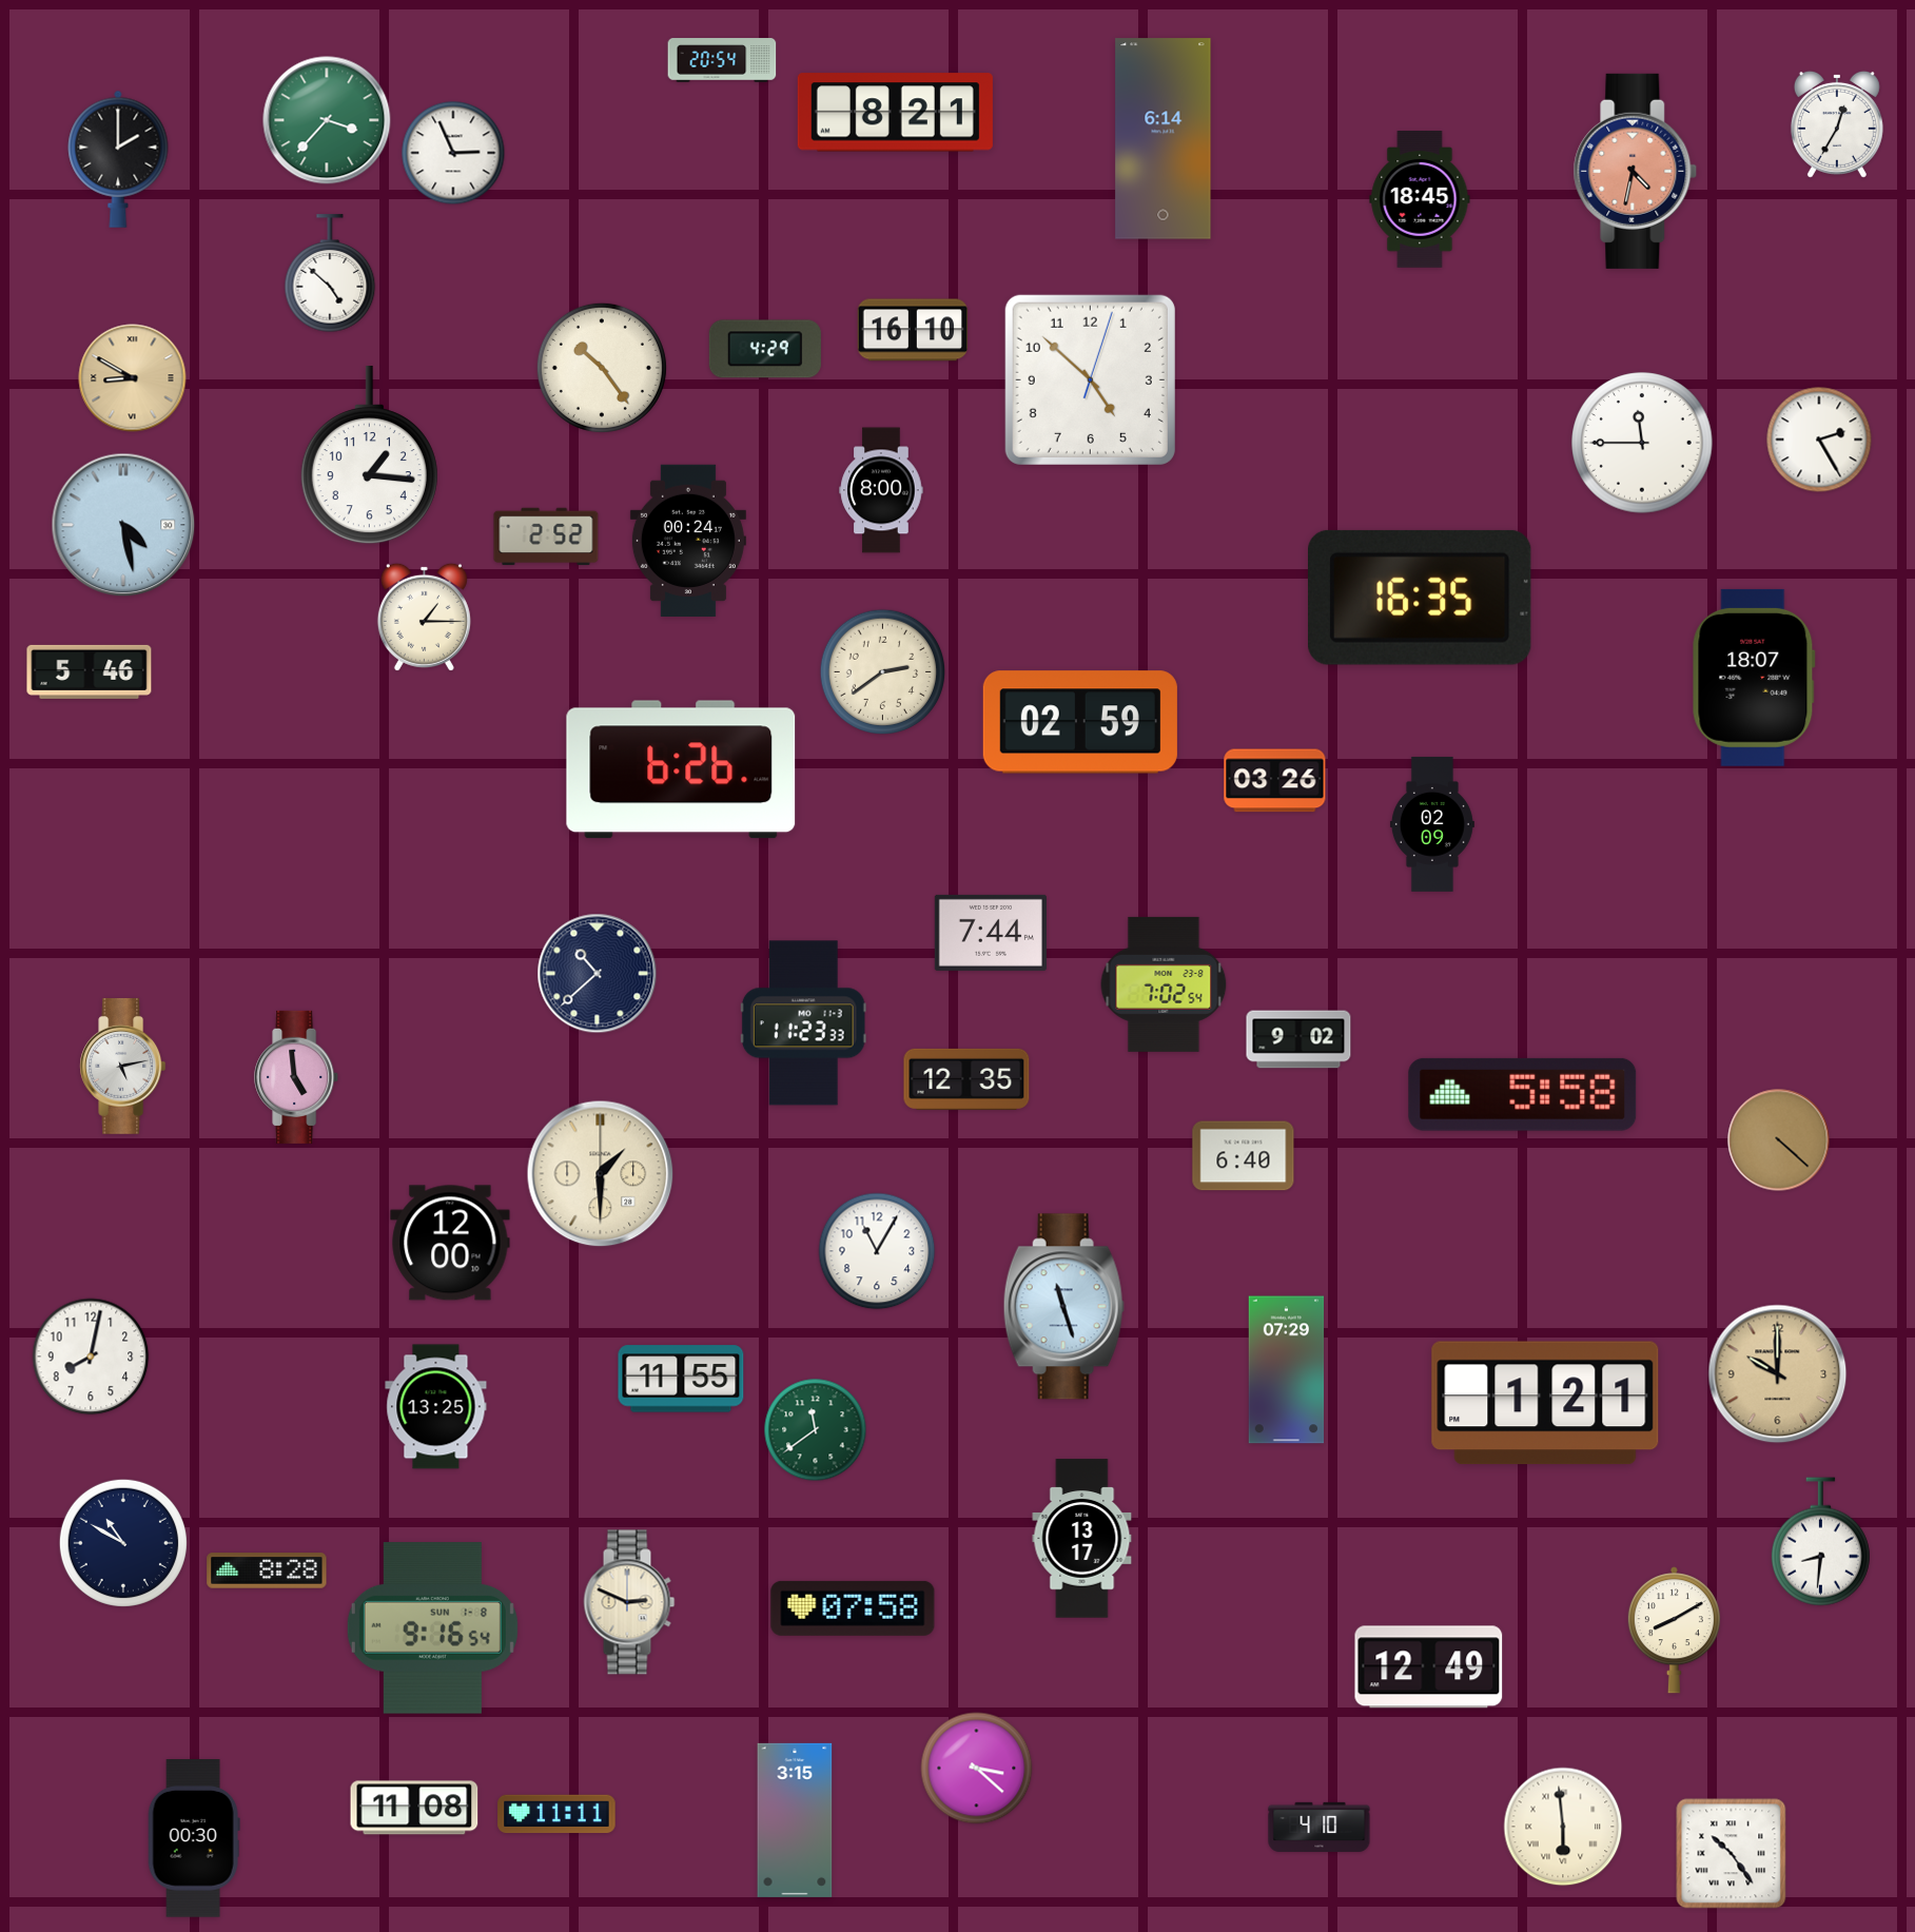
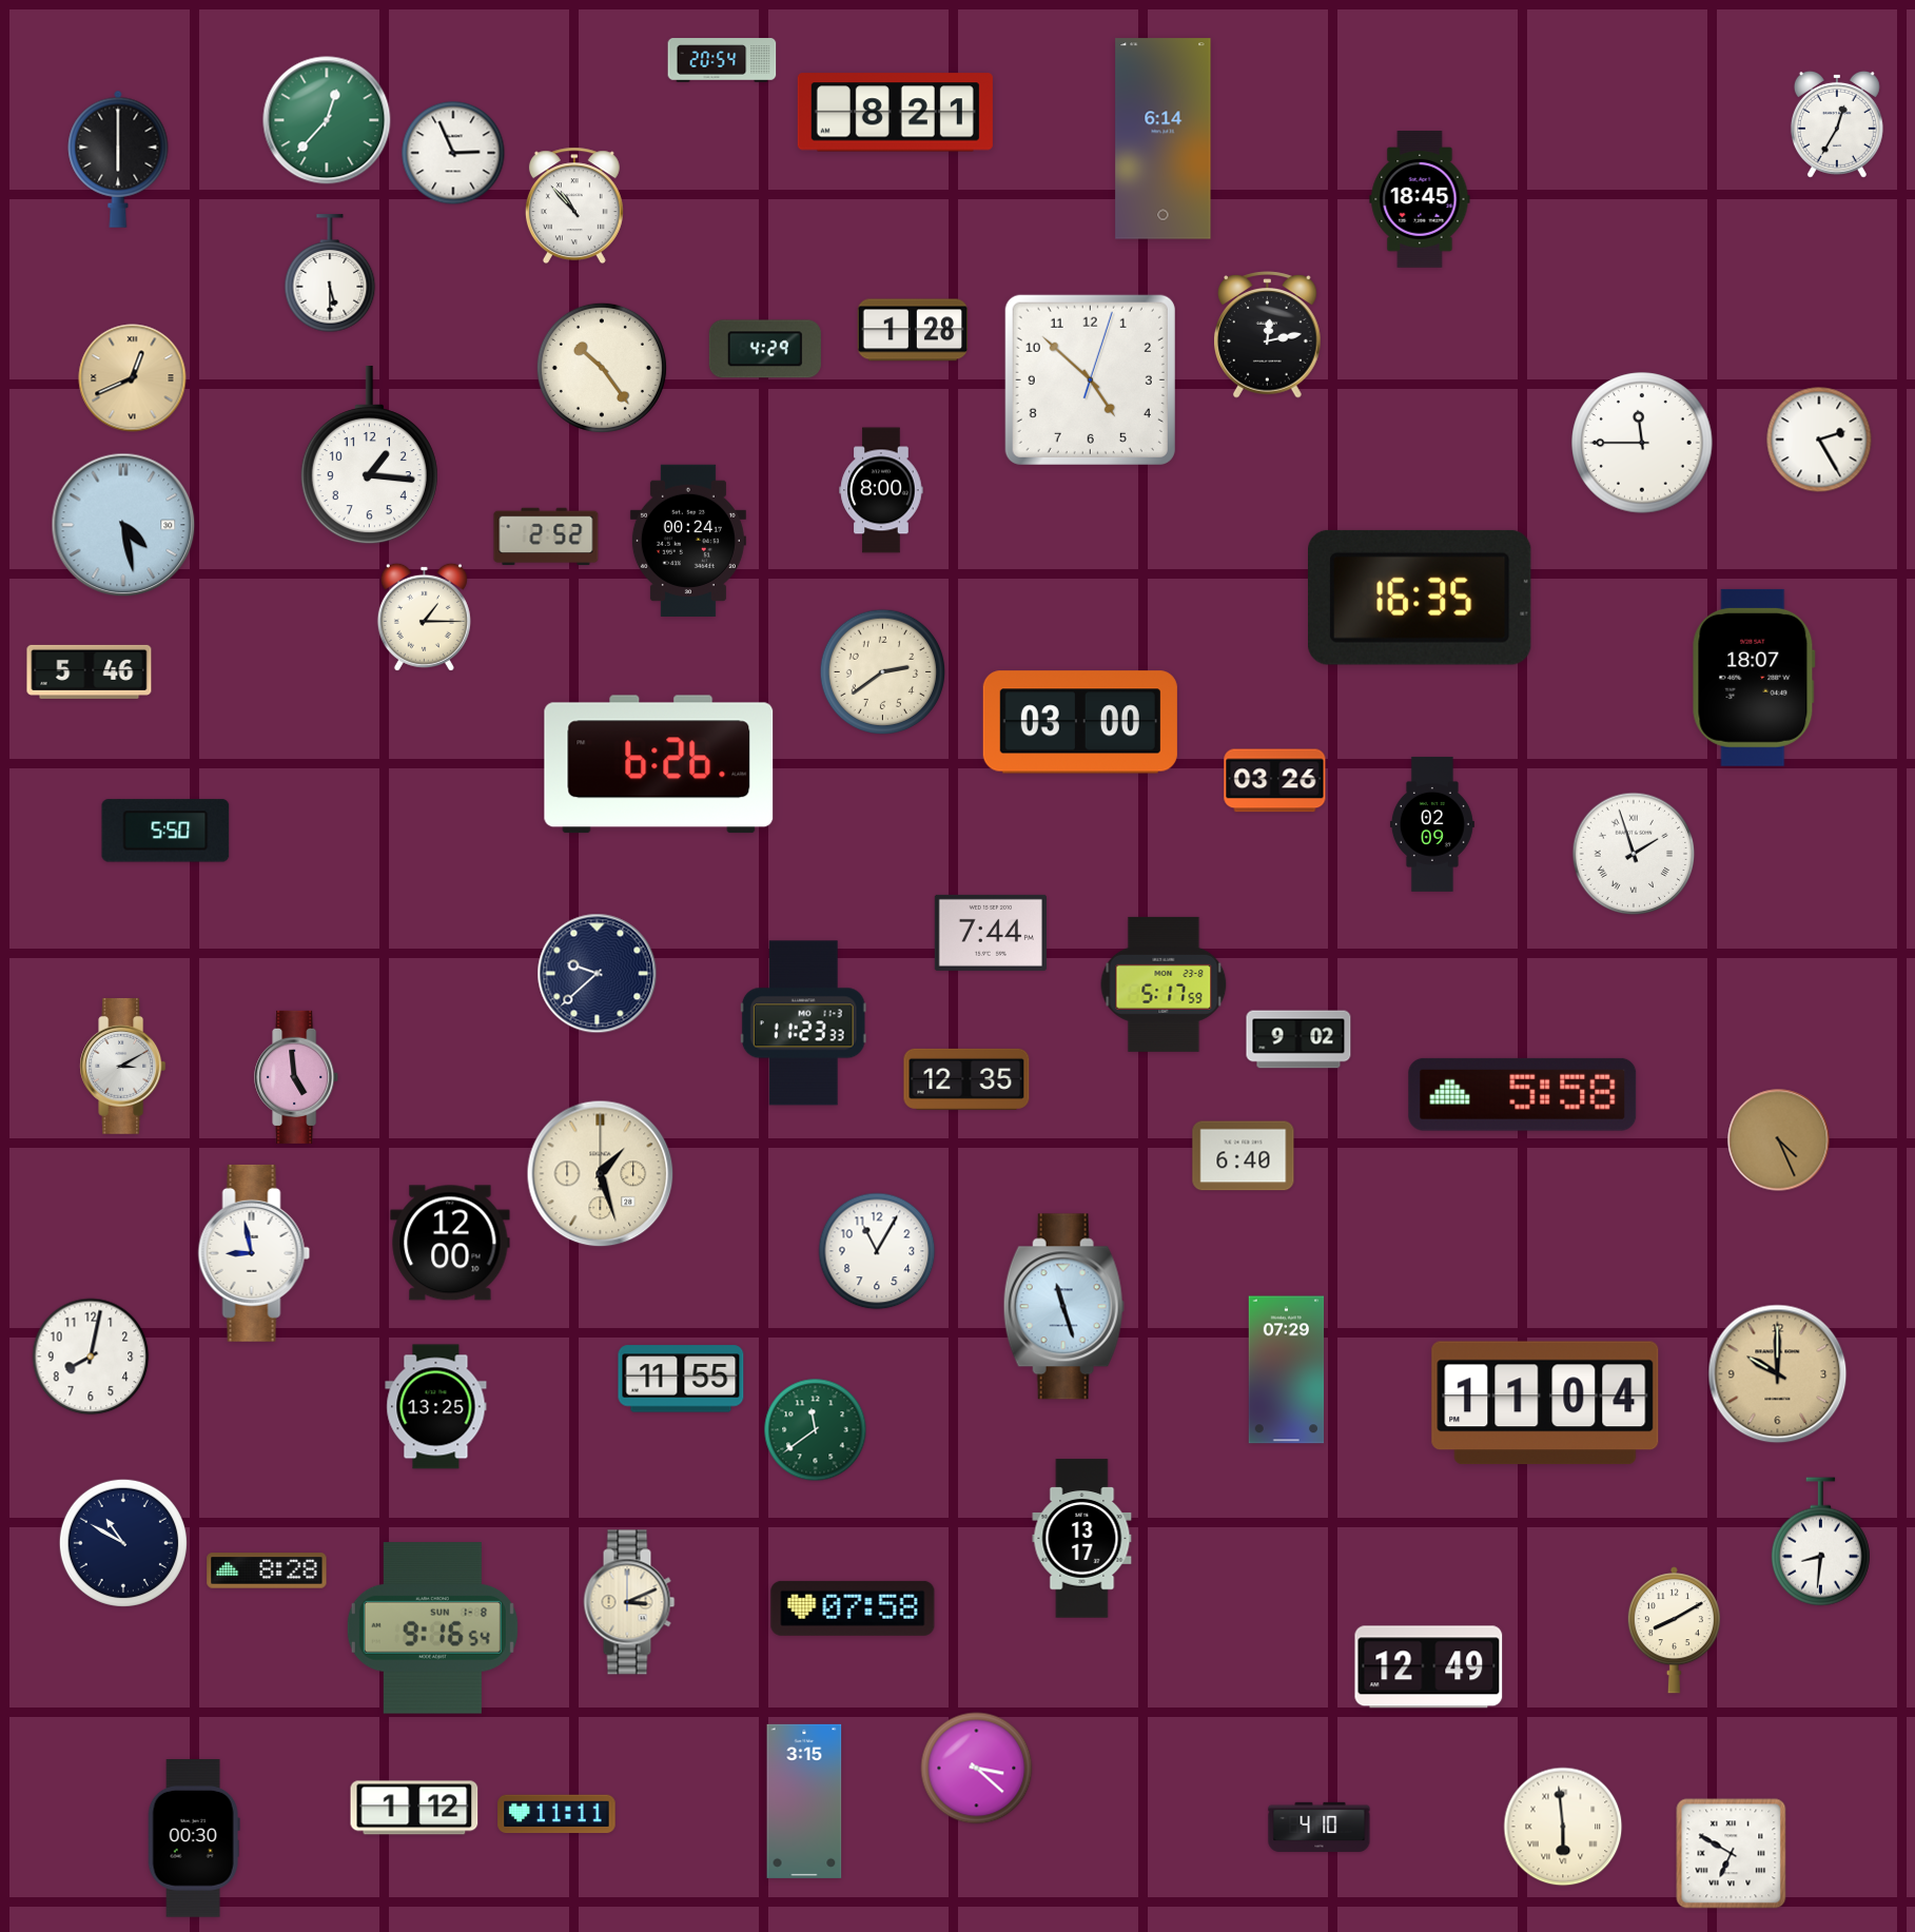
clock at (327, 120): 3:37 -> 12:37
clock at (118, 159): 2:00 -> 6:00
clock at (1636, 171): 4:32 -> none
clock at (574, 206): none -> 10:53
clock at (330, 274): 4:52 -> 5:30
clock at (913, 330): 16:10 -> 1:28
clock at (1268, 335): none -> 12:13
clock at (133, 378): 8:50 -> 12:41
clock at (1080, 722): 02:59 -> 03:00
clock at (681, 769) position: (681, 769) -> (659, 764)
clock at (165, 831): none -> 5:50
clock at (1634, 854): none -> 1:57
clock at (598, 974): 10:38 -> 9:38
clock at (1164, 984): 7:02 -> 5:17
clock at (123, 1066): 5:13 -> 3:10
clock at (1779, 1140): 4:22 -> 4:26
clock at (601, 1174): 1:30 -> 1:27
clock at (254, 1253): none -> 8:58
clock at (1545, 1403): 1:21 -> 11:04
clock at (629, 1602): 2:49 -> 3:11
clock at (414, 1808): 11:08 -> 1:12
clock at (795, 1820) position: (795, 1820) -> (804, 1801)
clock at (1732, 1854): 10:24 -> 6:50
